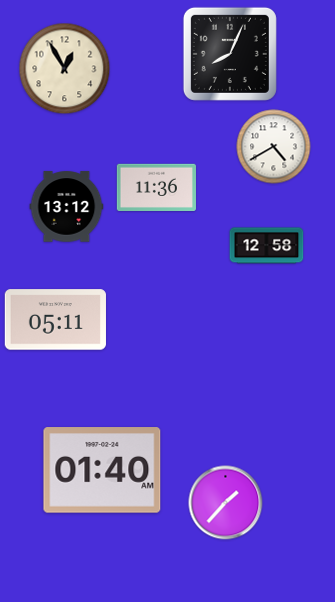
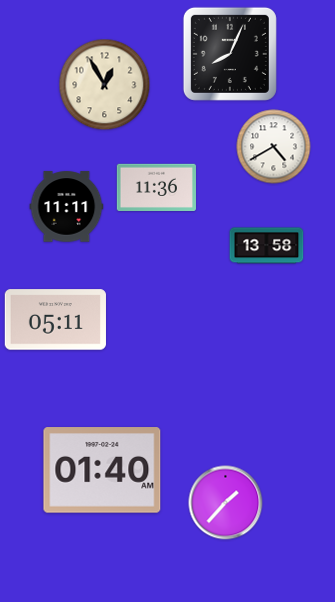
clock at (65, 69) position: (65, 69) -> (105, 85)
clock at (67, 207): 13:12 -> 11:11
clock at (267, 246): 12:58 -> 13:58
